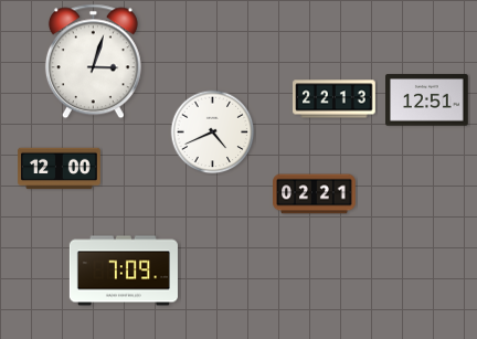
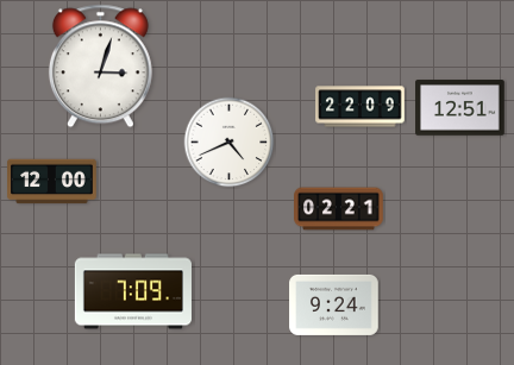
clock at (335, 99): 22:13 -> 22:09
clock at (60, 169) position: (60, 169) -> (52, 182)
clock at (334, 304): none -> 9:24
